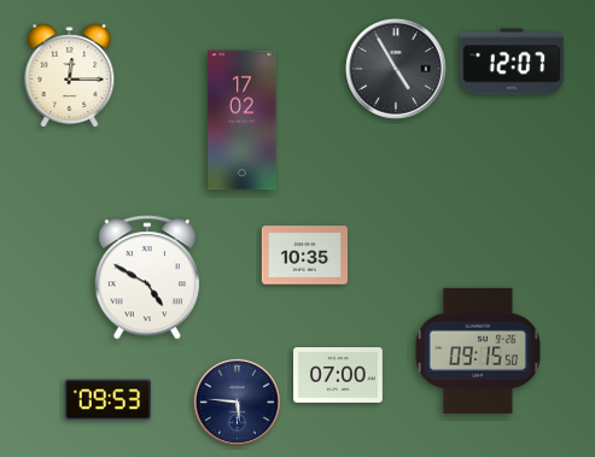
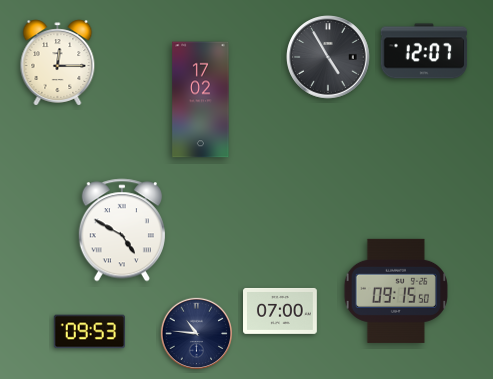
clock at (304, 256): 10:35 -> none
clock at (238, 403): 5:46 -> 10:46
